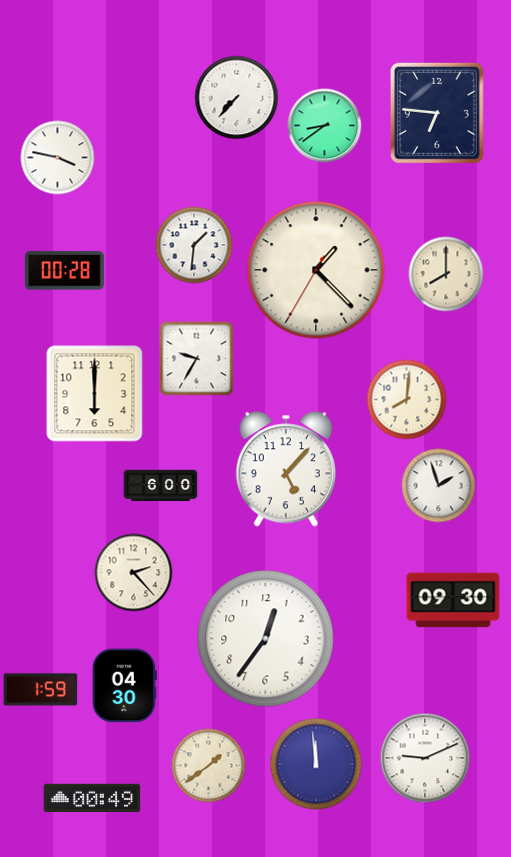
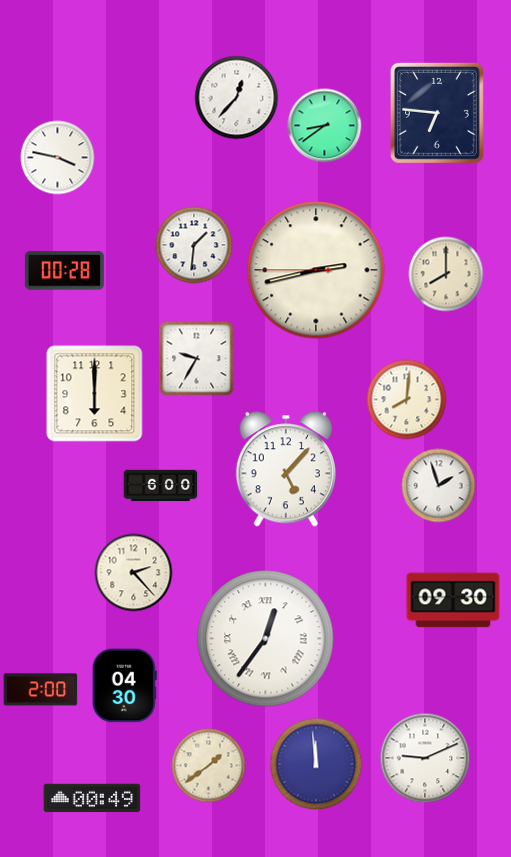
clock at (237, 98): 7:37 -> 12:37
clock at (316, 270): 1:22 -> 2:42
clock at (266, 639) numerals: Arabic -> Roman
clock at (41, 690): 1:59 -> 2:00
